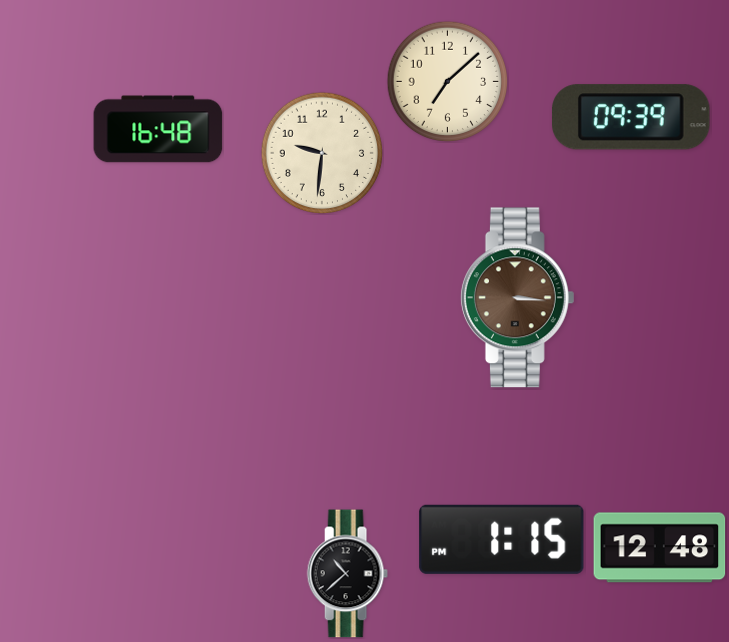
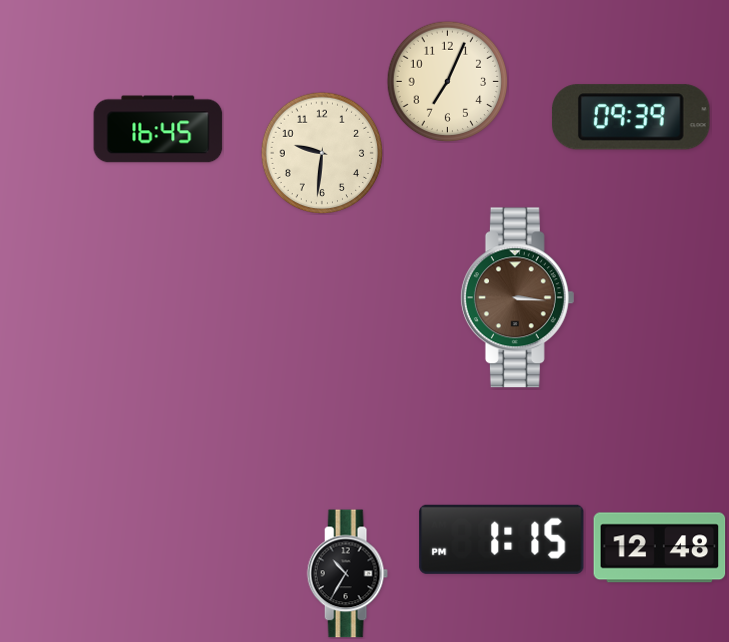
clock at (447, 81): 7:08 -> 7:04
clock at (158, 129): 16:48 -> 16:45
clock at (347, 574): 10:38 -> 10:35
